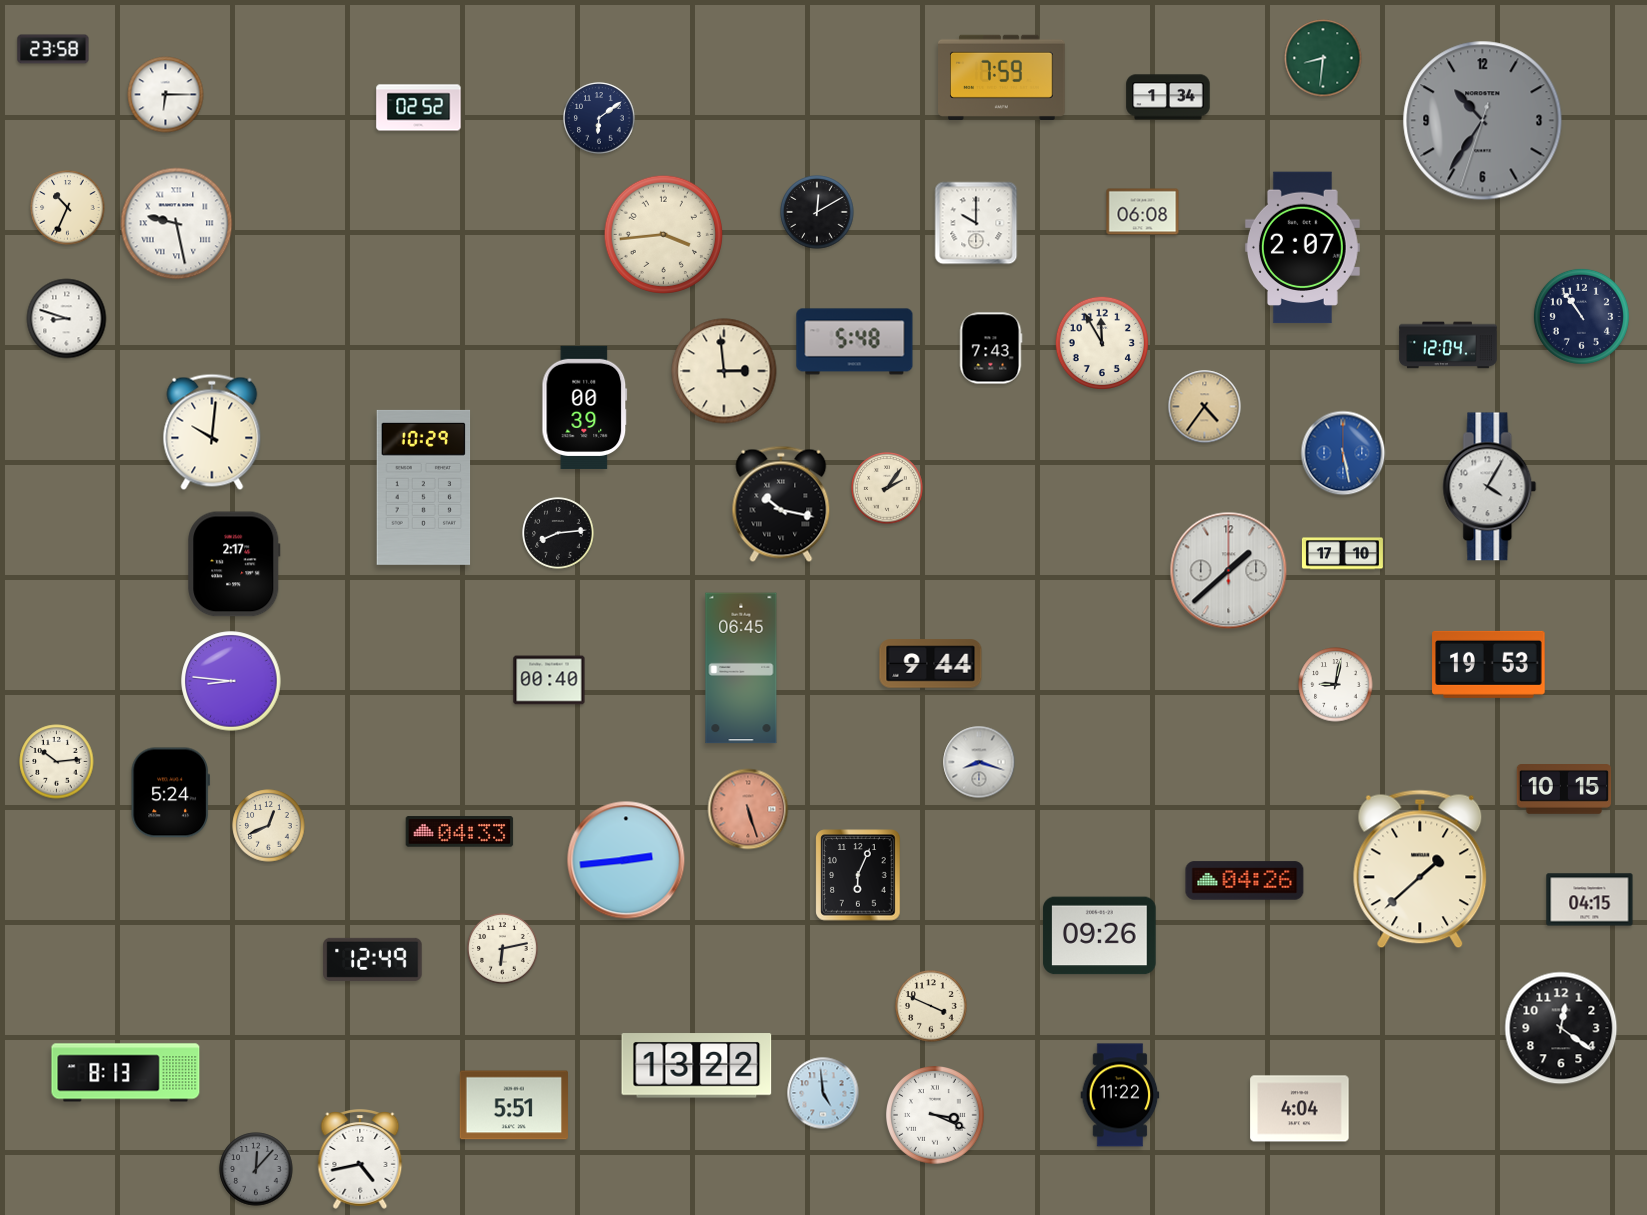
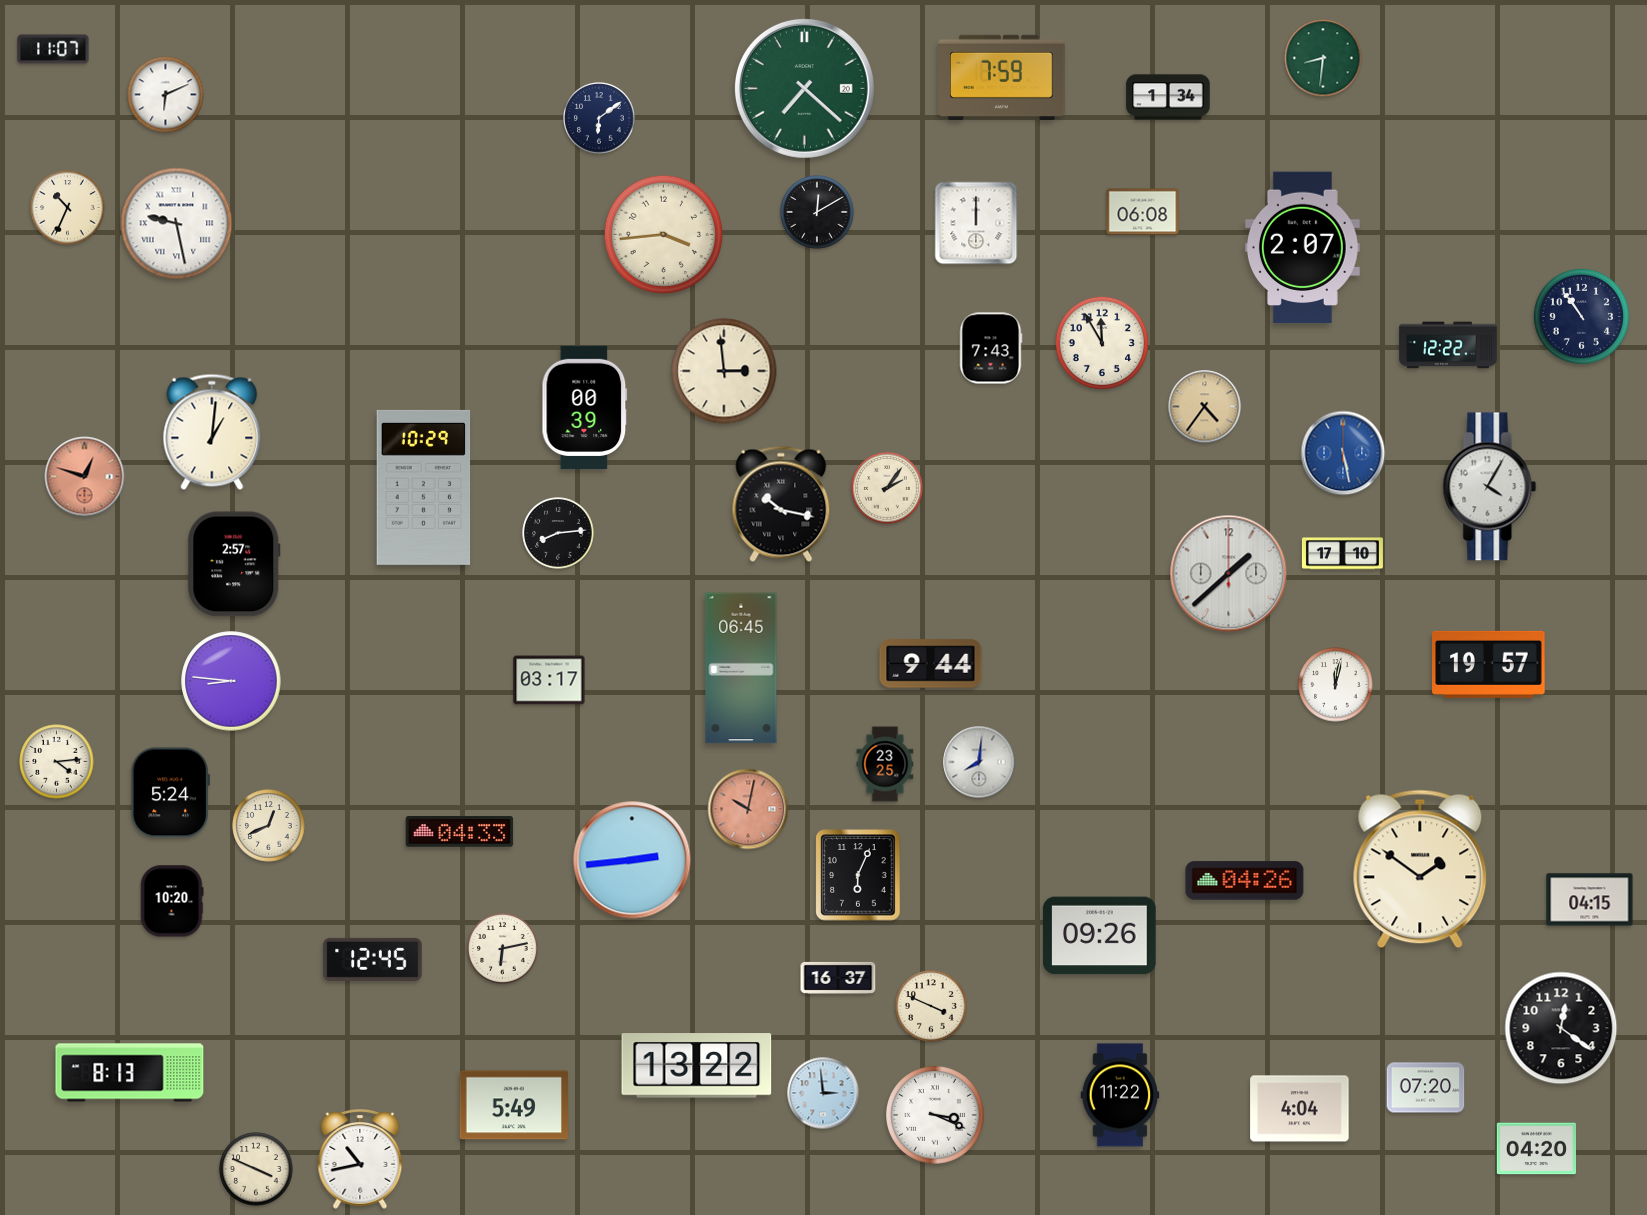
clock at (53, 49): 23:58 -> 11:07
clock at (804, 88): none -> 7:22
clock at (166, 95): 6:15 -> 6:11
clock at (419, 108): 02:52 -> none
clock at (1483, 121): 10:35 -> none
clock at (976, 223): 10:00 -> 12:00
clock at (67, 319): 8:48 -> none
clock at (855, 342): 5:48 -> none
clock at (1448, 345): 12:04 -> 12:22
clock at (212, 432): 10:01 -> 1:01
clock at (85, 477): none -> 12:48
clock at (234, 564): 2:17 -> 2:57
clock at (1229, 571) position: (1229, 571) -> (1229, 574)
clock at (1489, 664): 19:53 -> 19:57
clock at (549, 680): 00:40 -> 03:17
clock at (1336, 685): 9:02 -> 12:02
clock at (57, 762): 10:14 -> 4:14
clock at (979, 762): 8:18 -> 8:01
clock at (885, 764): none -> 23:25
clock at (1563, 790): 10:15 -> none
clock at (748, 809): 5:27 -> 10:02
clock at (626, 860) position: (626, 860) -> (632, 860)
clock at (1420, 869): 1:38 -> 1:51
clock at (172, 901): none -> 10:20
clock at (373, 959): 12:49 -> 12:45
clock at (838, 978): none -> 16:37
clock at (126, 1073) position: (126, 1073) -> (130, 1073)
clock at (1426, 1088): none -> 07:20
clock at (823, 1093): 4:59 -> 2:59
clock at (513, 1105): 5:51 -> 5:49
clock at (1537, 1149): none -> 04:20
clock at (360, 1159): 4:43 -> 10:43
clock at (256, 1169): 12:07 -> 3:49
clock at (256, 1169) dial: grey -> cream
